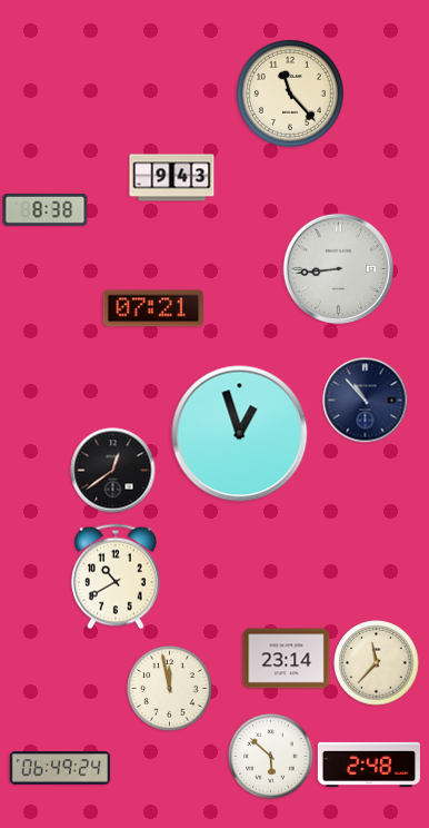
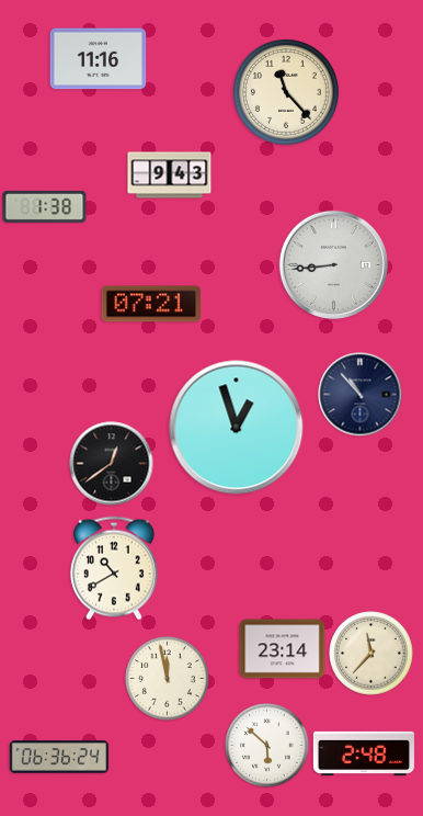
clock at (99, 59): none -> 11:16
clock at (46, 209): 8:38 -> 1:38
clock at (60, 768): 06:49 -> 06:36
